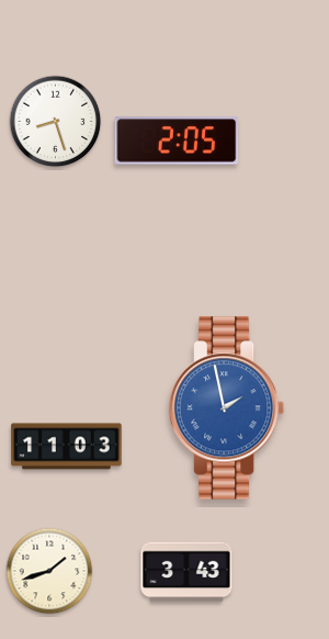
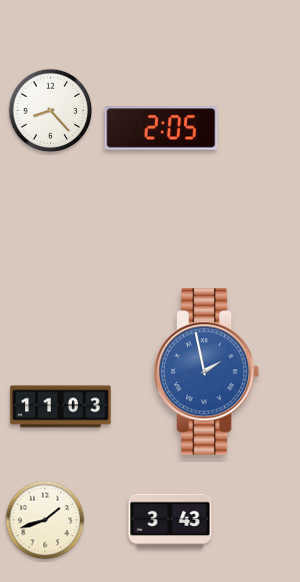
clock at (56, 122): 8:27 -> 8:23
